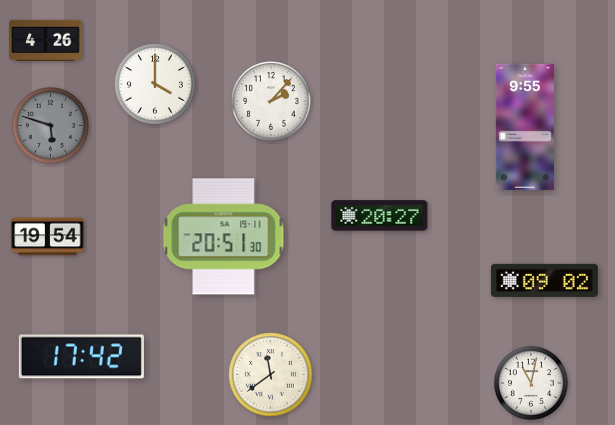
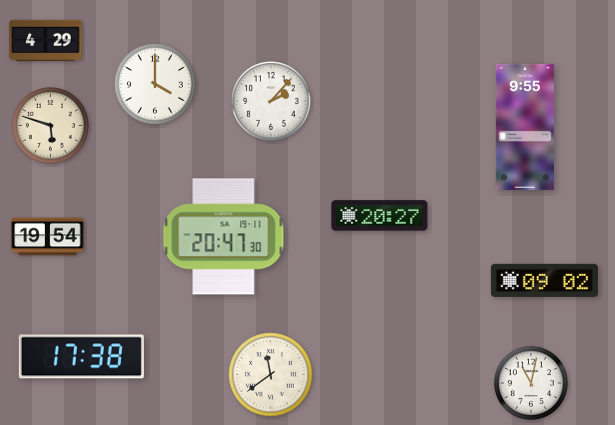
clock at (46, 41): 4:26 -> 4:29
clock at (50, 125) dial: grey -> cream
clock at (224, 237): 20:51 -> 20:47
clock at (81, 357): 17:42 -> 17:38
